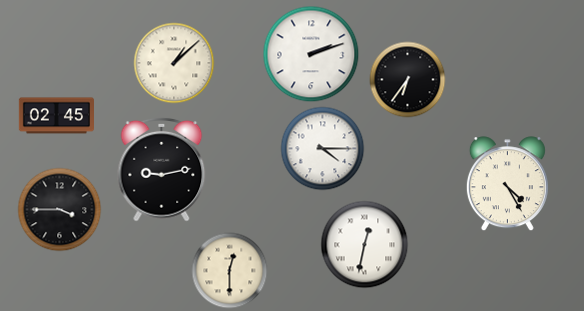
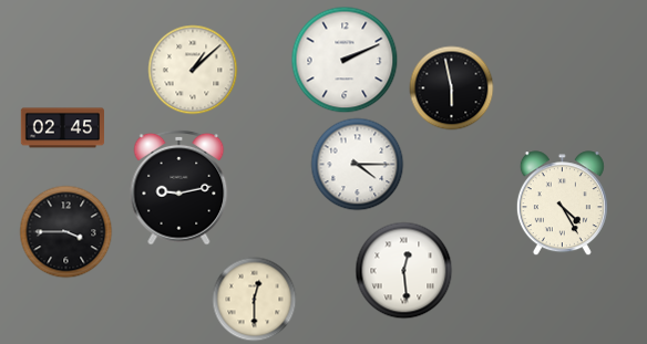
clock at (311, 54): 2:12 -> 2:11
clock at (408, 80): 6:36 -> 5:58
clock at (365, 245): 12:32 -> 12:29
